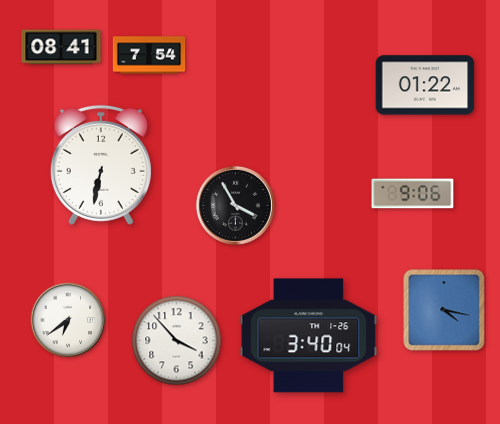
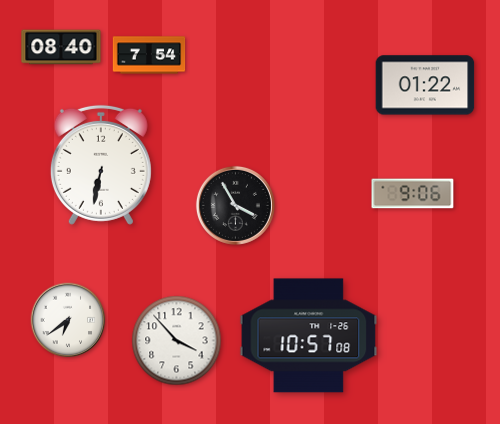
clock at (61, 47): 08:41 -> 08:40
clock at (444, 310): 4:17 -> none
clock at (309, 336): 3:40 -> 10:57
